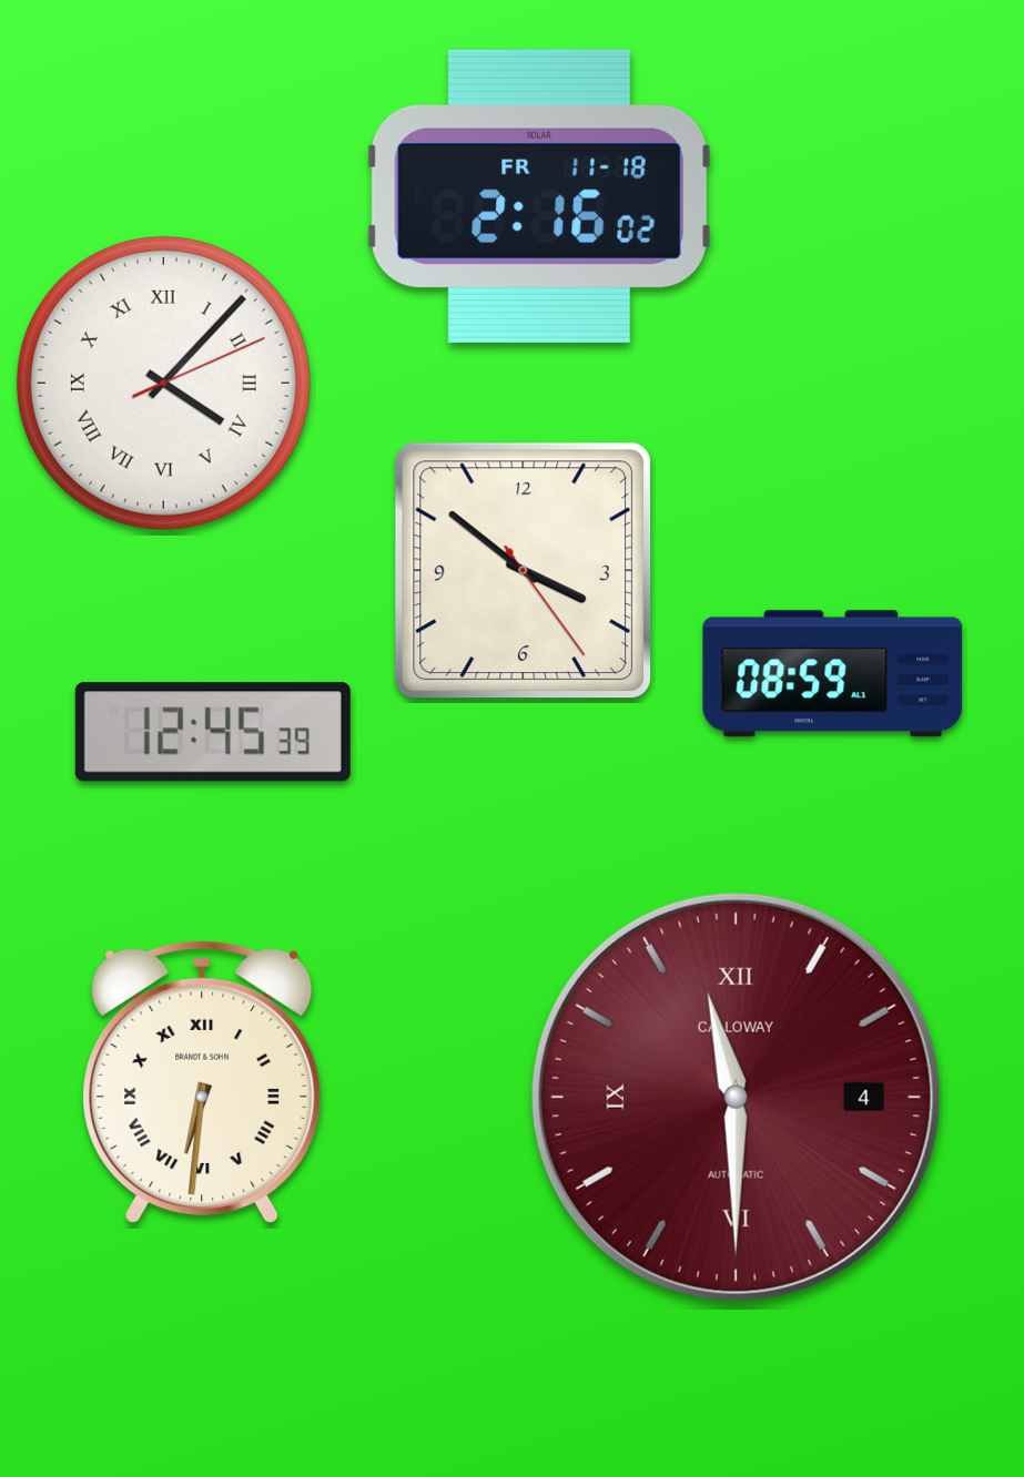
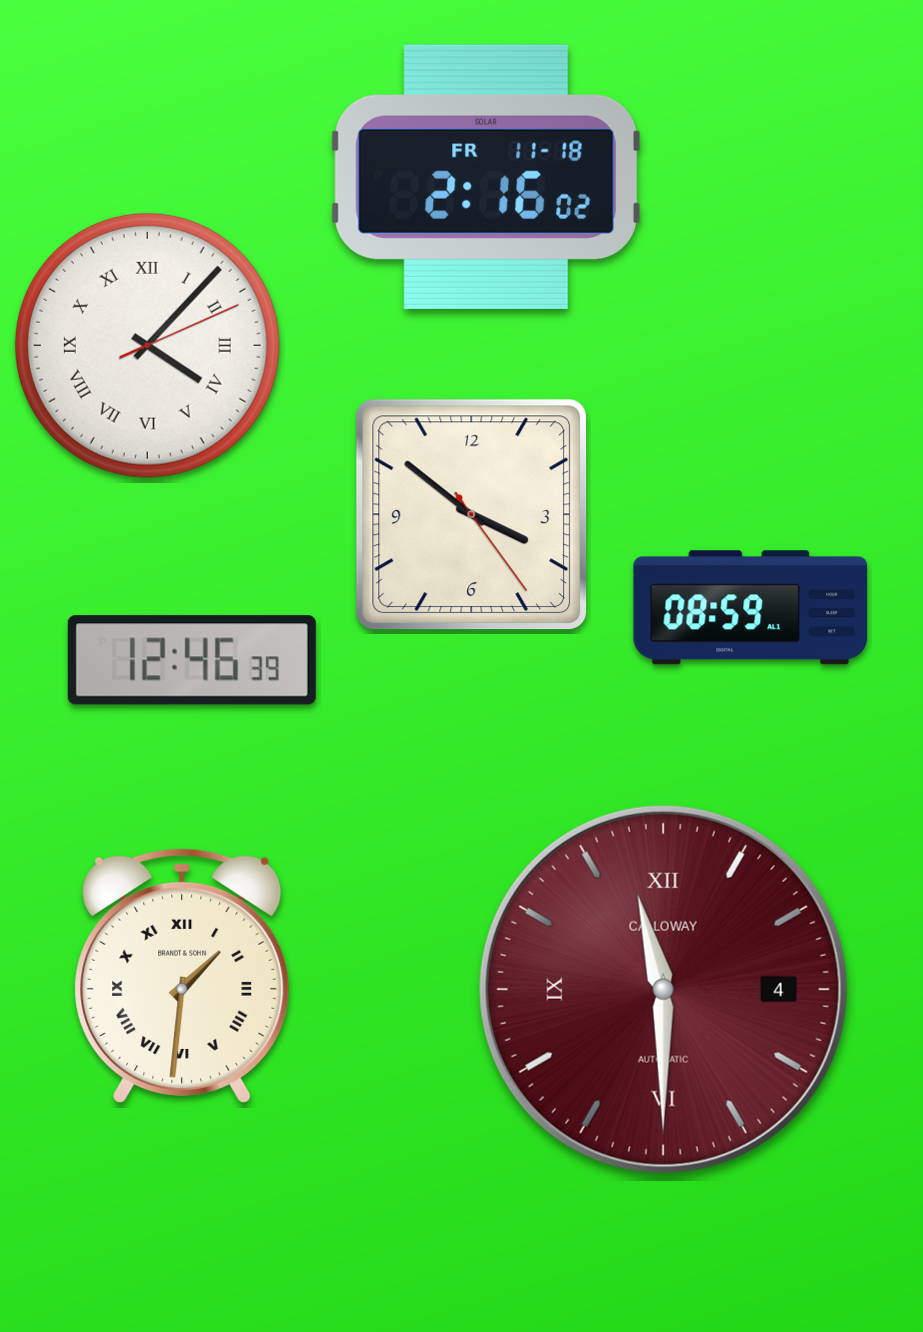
clock at (213, 732): 12:45 -> 12:46
clock at (202, 1082): 6:31 -> 1:31
